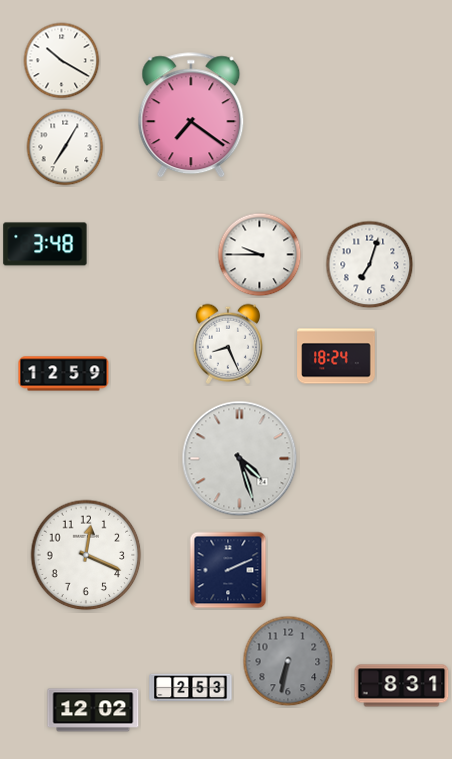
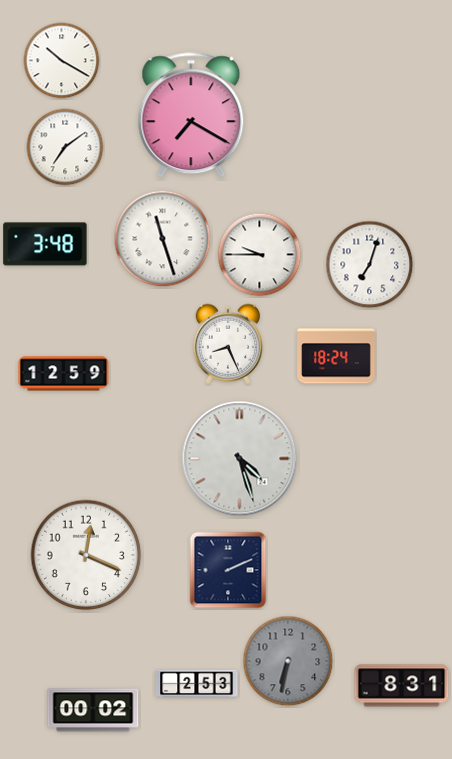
clock at (191, 116): 7:21 -> 7:20
clock at (65, 147): 7:05 -> 7:09
clock at (163, 239): none -> 11:27
clock at (191, 688) position: (191, 688) -> (197, 684)
clock at (93, 710): 12:02 -> 00:02
